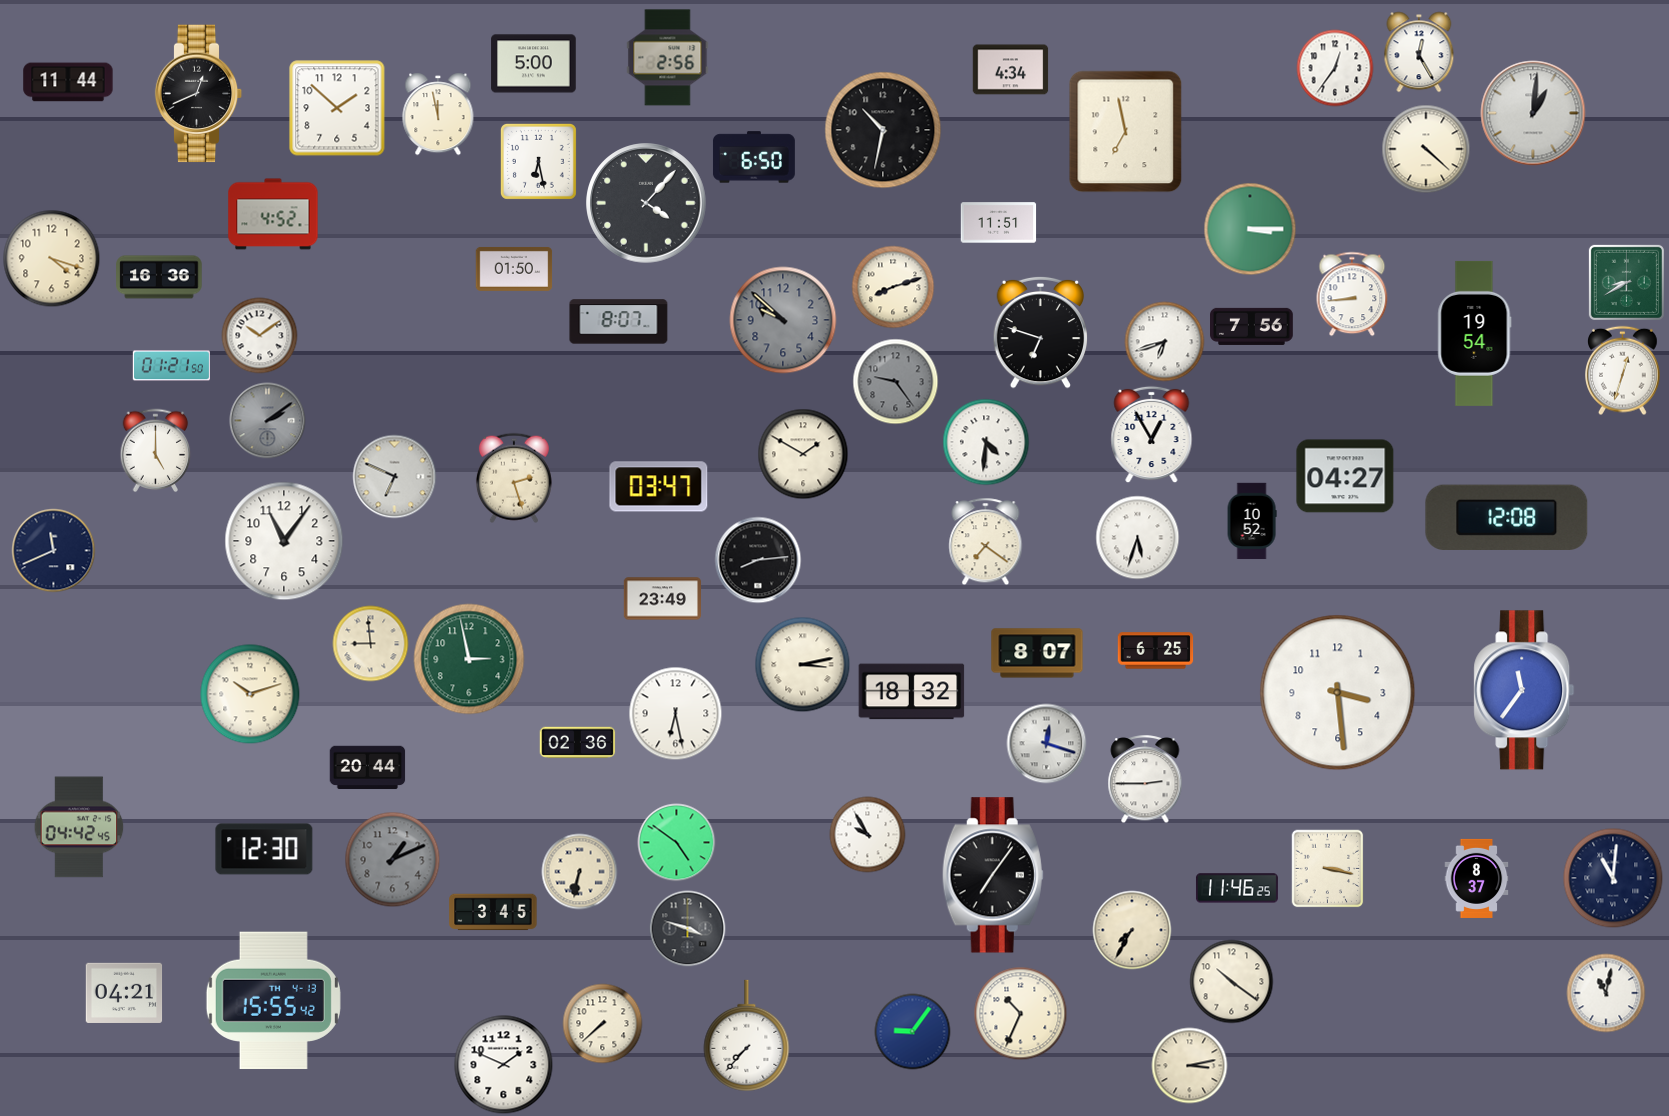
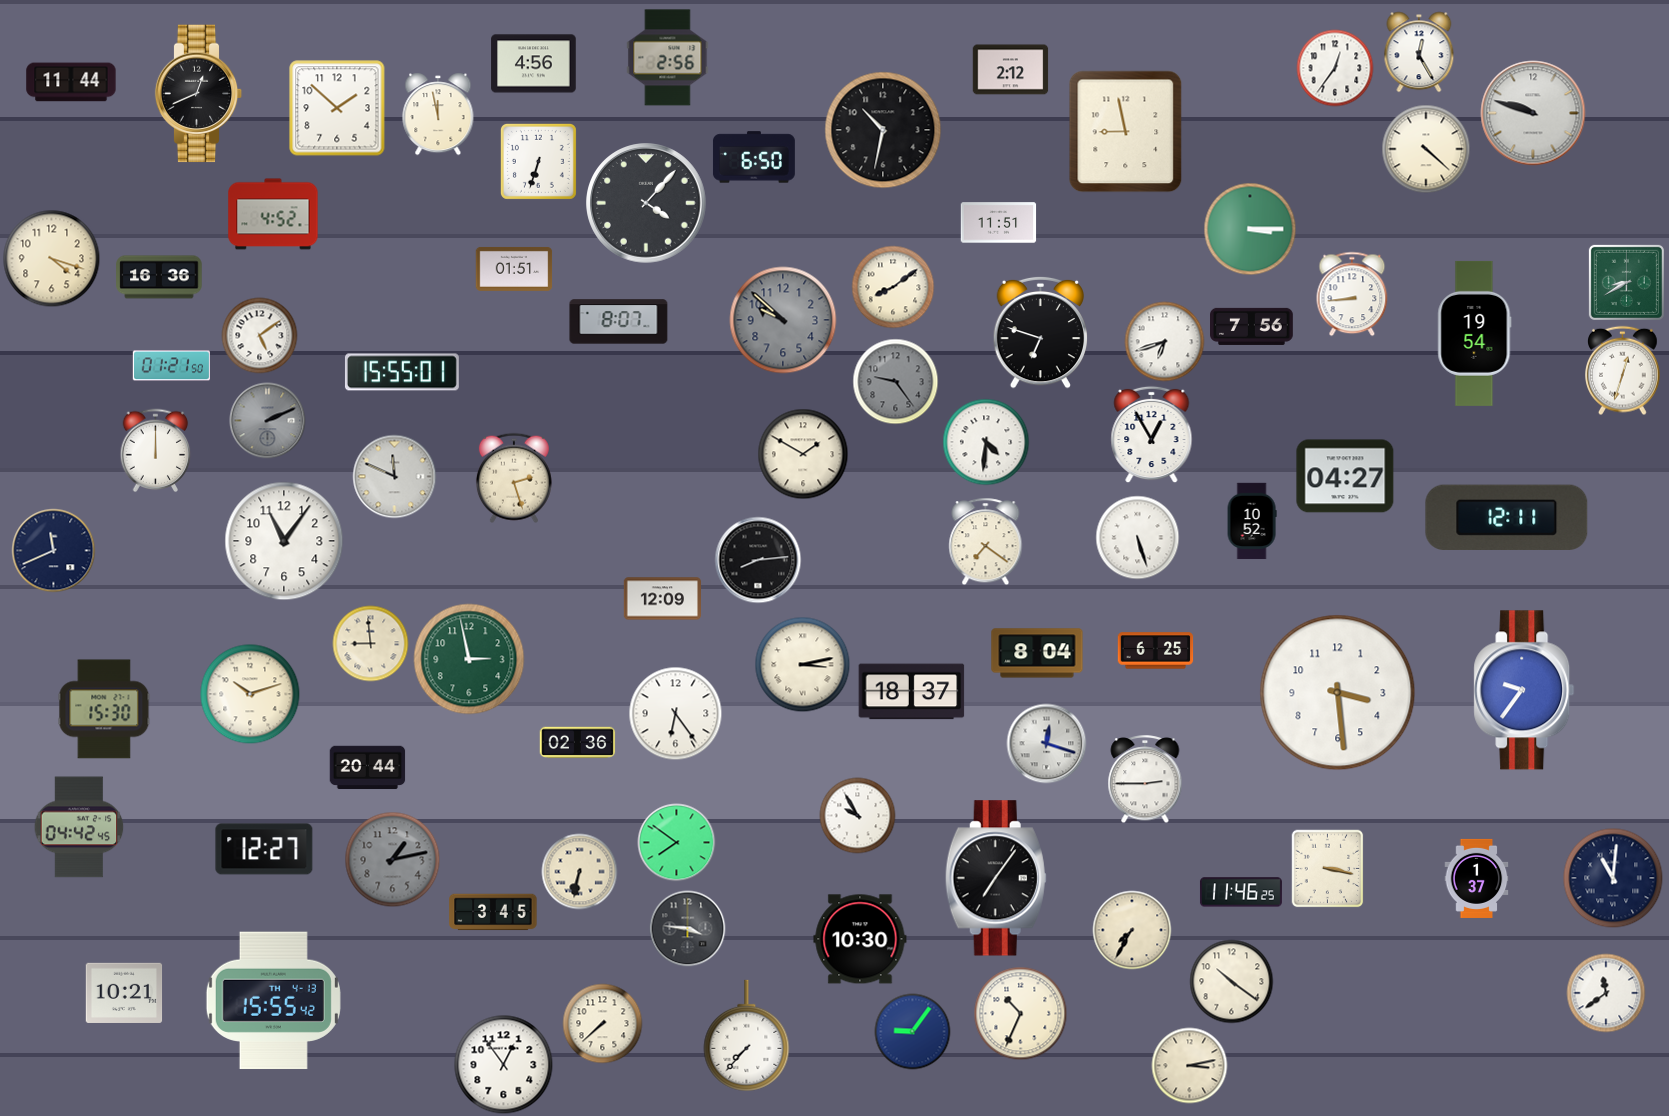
clock at (534, 64): 5:00 -> 4:56
clock at (1011, 70): 4:34 -> 2:12
clock at (68, 82) position: (68, 82) -> (71, 82)
clock at (1533, 113): 1:01 -> 9:48
clock at (1126, 132): 6:58 -> 8:58
clock at (538, 161): 6:28 -> 6:33
clock at (514, 269): 01:50 -> 01:51
clock at (893, 287): 8:12 -> 8:09
clock at (260, 336): 10:09 -> 5:09
clock at (402, 372): none -> 15:55
clock at (268, 421): 2:09 -> 2:11
clock at (156, 451): 5:00 -> 12:00
clock at (395, 477): 6:49 -> 11:49
clock at (659, 487): 03:47 -> none
clock at (1507, 517): 12:08 -> 12:11
clock at (1138, 538): 5:33 -> 5:27
clock at (662, 599): 23:49 -> 12:09
clock at (1037, 653): 8:07 -> 8:04
clock at (1524, 690): 11:36 -> 9:36
clock at (912, 692): 18:32 -> 18:37
clock at (104, 709): none -> 15:30
clock at (676, 714): 6:28 -> 6:24
clock at (868, 835) position: (868, 835) -> (858, 816)
clock at (677, 843): 4:51 -> 7:51
clock at (264, 849): 12:30 -> 12:27
clock at (393, 860): 1:11 -> 1:13
clock at (993, 875) position: (993, 875) -> (996, 878)
clock at (1477, 878): 8:37 -> 1:37
clock at (1237, 888) position: (1237, 888) -> (1241, 892)
clock at (688, 929): 3:48 -> 3:46
clock at (860, 939): none -> 10:30
clock at (124, 993): 04:21 -> 10:21
clock at (1606, 993): 11:02 -> 11:39
clock at (504, 1065): 1:49 -> 12:54
